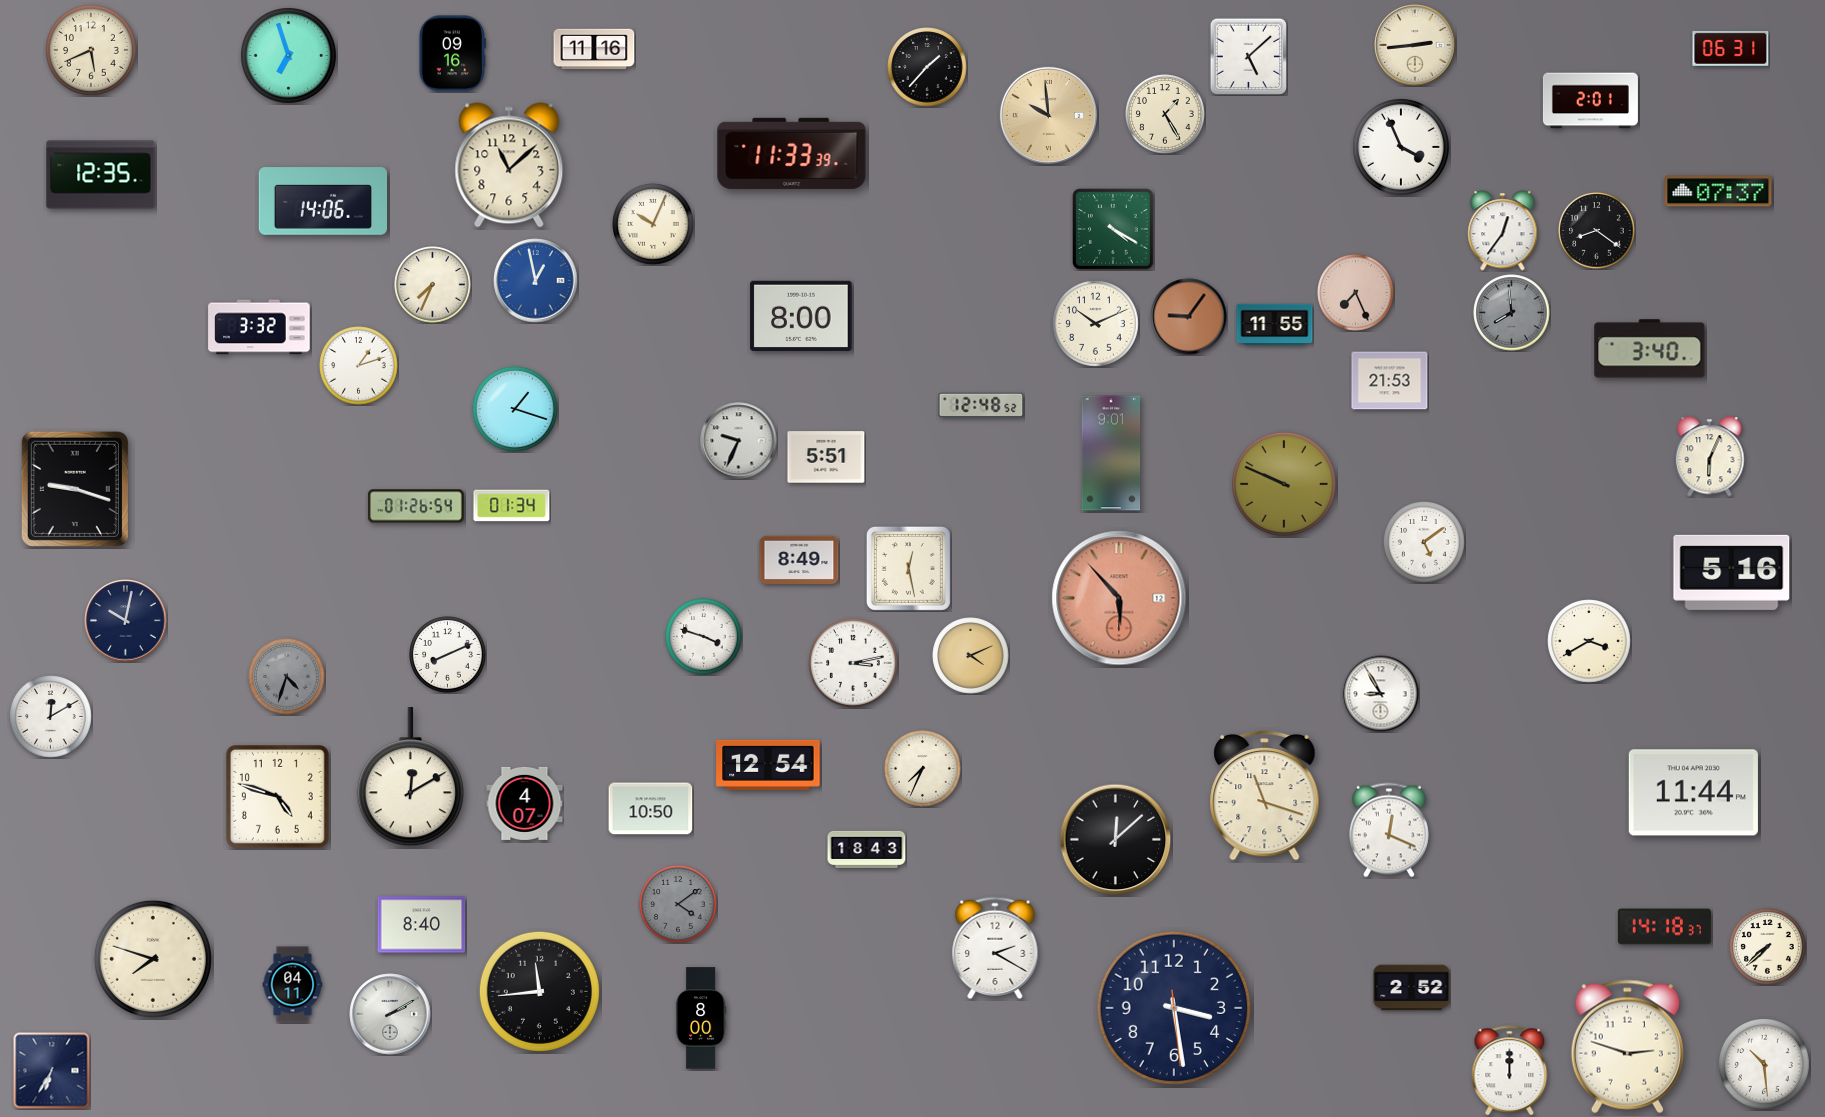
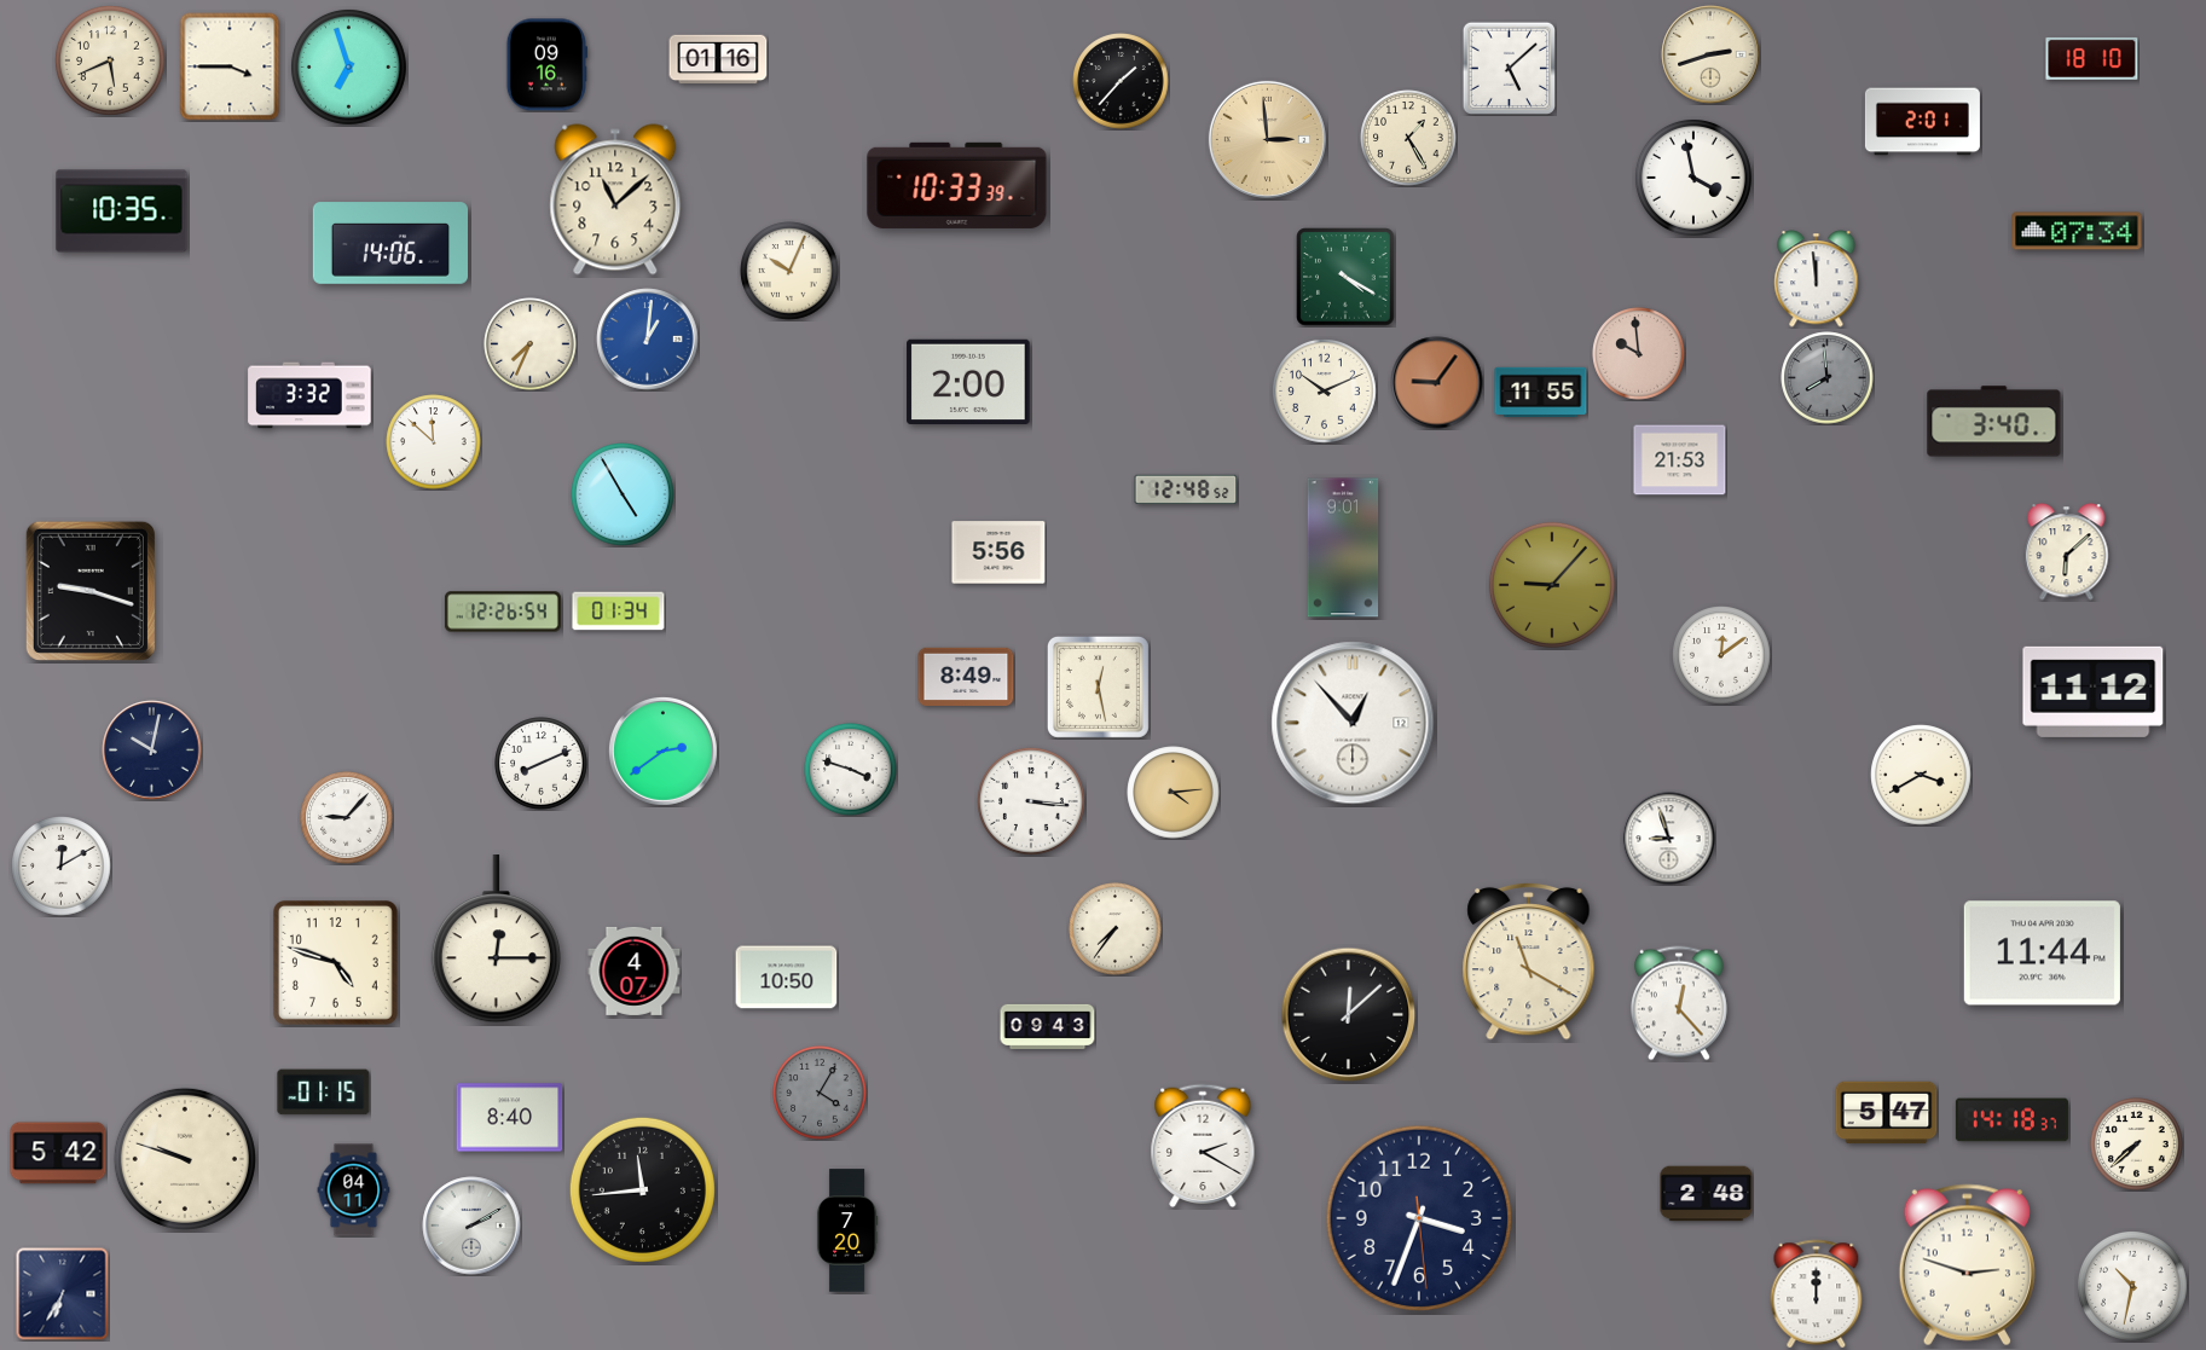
clock at (1415, 45): 2:44 -> 2:42
clock at (1731, 48): 06:31 -> 18:10
clock at (594, 49): 11:16 -> 01:16
clock at (230, 66): none -> 3:45
clock at (1048, 115): 9:59 -> 2:59
clock at (1401, 147): 3:56 -> 3:58
clock at (792, 153): 11:33 -> 10:33
clock at (101, 175): 12:35 -> 10:35
clock at (1718, 191): 07:37 -> 07:34
clock at (1503, 231): 12:36 -> 11:59
clock at (1597, 231): 8:21 -> none
clock at (536, 281): 12:58 -> 1:01
clock at (433, 285) position: (433, 285) -> (531, 344)
clock at (1356, 293): 7:26 -> 9:59
clock at (801, 315): 8:00 -> 2:00
clock at (259, 327) position: (259, 327) -> (309, 395)
clock at (359, 366): 1:12 -> 11:52
clock at (515, 409): 1:18 -> 4:55
clock at (739, 441): 9:34 -> none
clock at (826, 457): 5:51 -> 5:56
clock at (1710, 457): 6:04 -> 6:08
clock at (1284, 484): 9:49 -> 9:07
clock at (416, 506): 01:26 -> 12:26
clock at (1424, 542): 5:09 -> 12:09
clock at (1732, 572): 5:16 -> 11:12
clock at (1119, 598): 5:53 -> 12:53
clock at (1119, 598) dial: salmon -> white
clock at (664, 752): none -> 2:39
clock at (448, 655) position: (448, 655) -> (542, 764)
clock at (971, 656): 4:11 -> 4:14
clock at (854, 664): 3:13 -> 3:16
clock at (287, 677): 4:33 -> 9:07
clock at (287, 677) dial: grey -> white
clock at (1381, 694): 8:55 -> 8:57
clock at (768, 765): 12:54 -> none
clock at (923, 769): 7:34 -> 7:36
clock at (410, 777): 12:10 -> 12:15
clock at (1693, 793) position: (1693, 793) -> (2042, 954)
clock at (1265, 795): 11:18 -> 11:20
clock at (1389, 830): 12:19 -> 12:23
clock at (867, 849): 18:43 -> 09:43
clock at (324, 1093): none -> 01:15
clock at (678, 904): 4:09 -> 4:05
clock at (1887, 1113): none -> 5:47
clock at (58, 1153): none -> 5:42
clock at (153, 959): 7:48 -> 9:48
clock at (1412, 988): 2:52 -> 2:48
clock at (539, 991) position: (539, 991) -> (642, 1189)
clock at (1174, 1008): 3:28 -> 3:33
clock at (701, 1018): 8:00 -> 7:20
clock at (1765, 1065): 10:29 -> 10:32
clock at (1510, 1071) position: (1510, 1071) -> (1817, 1294)
